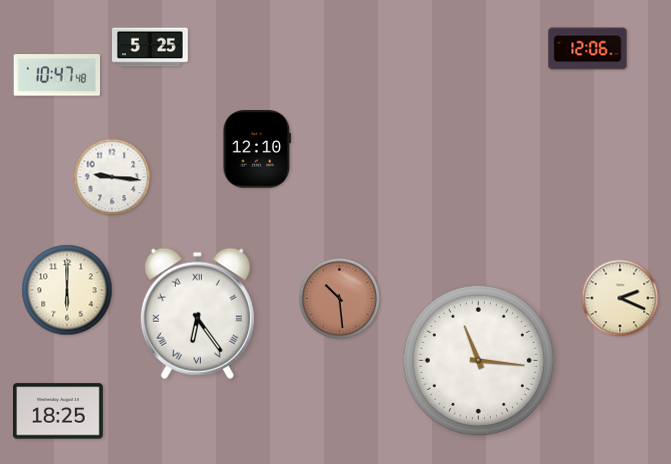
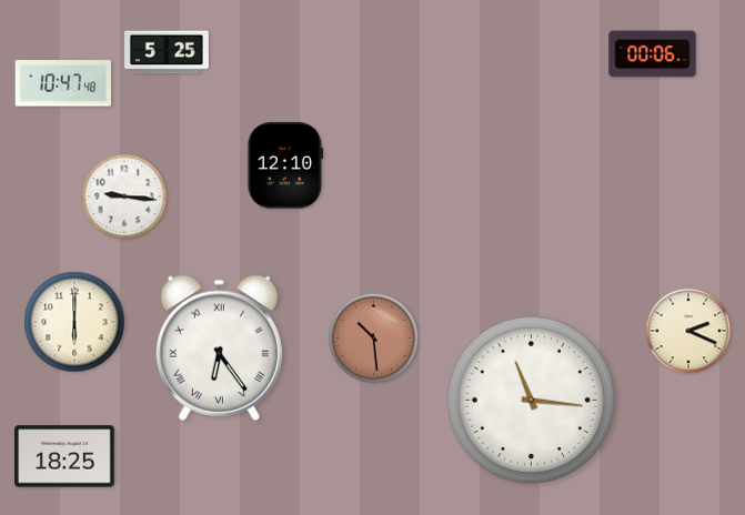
clock at (588, 49): 12:06 -> 00:06
clock at (339, 298) position: (339, 298) -> (373, 337)
